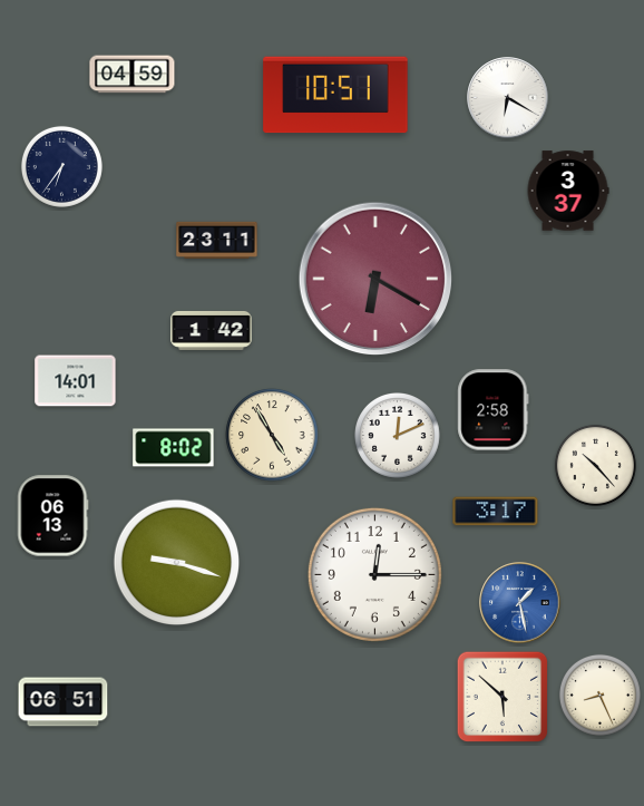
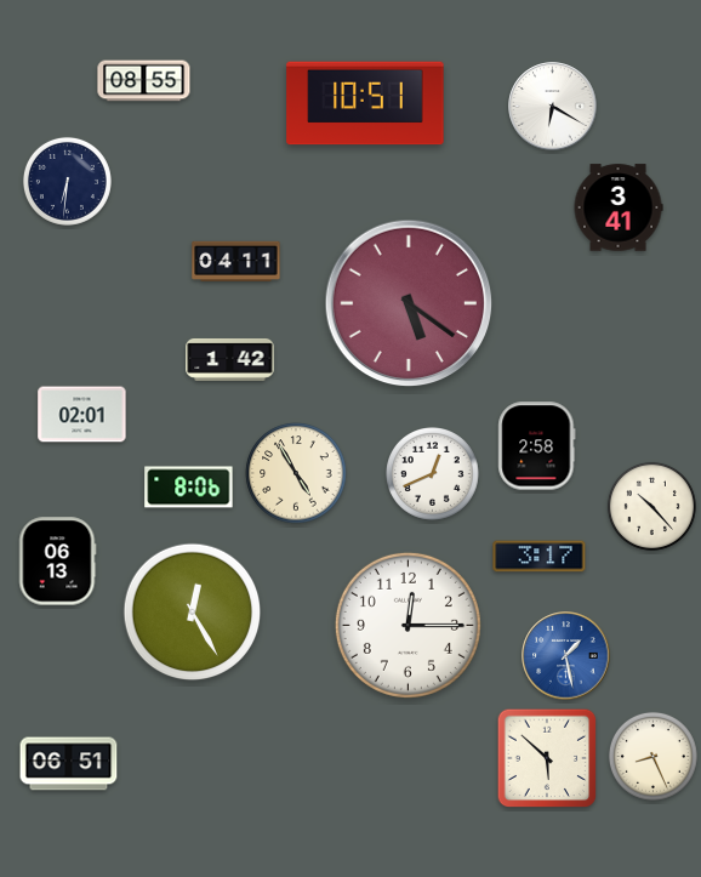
clock at (133, 75): 04:59 -> 08:55
clock at (61, 166): 6:36 -> 6:31
clock at (568, 191): 3:37 -> 3:41
clock at (217, 240): 23:11 -> 04:11
clock at (375, 279): 6:20 -> 5:21
clock at (76, 381): 14:01 -> 02:01
clock at (398, 436): 12:11 -> 12:41
clock at (174, 448): 8:02 -> 8:06
clock at (595, 465) position: (595, 465) -> (651, 506)
clock at (177, 563): 9:18 -> 12:25
